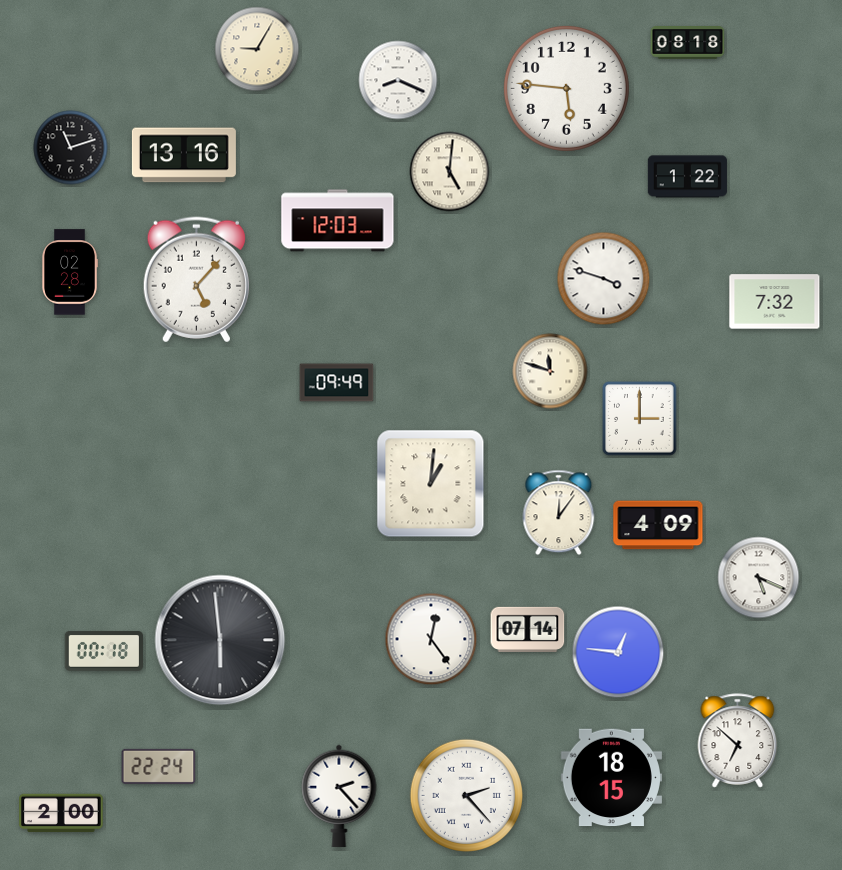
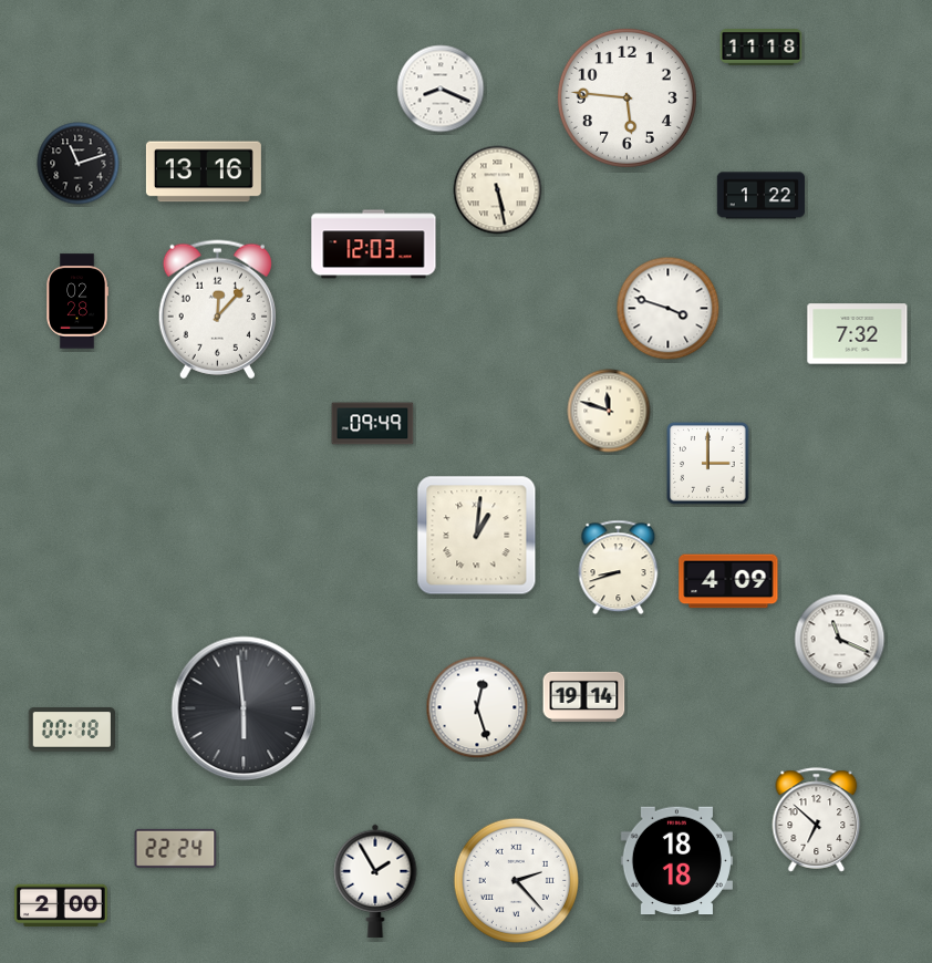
clock at (688, 43): 08:18 -> 11:18
clock at (257, 49): 9:05 -> none
clock at (450, 172): 5:01 -> 5:28
clock at (196, 280): 5:07 -> 12:07
clock at (559, 513): 12:06 -> 8:42
clock at (759, 578): 5:19 -> 11:19
clock at (528, 629): 07:14 -> 19:14
clock at (431, 639): 12:24 -> 12:27
clock at (104, 652) position: (104, 652) -> (72, 731)
clock at (618, 652): 12:46 -> none
clock at (611, 778): 18:15 -> 18:18
clock at (339, 796): 2:23 -> 1:55
clock at (61, 813) position: (61, 813) -> (61, 905)
